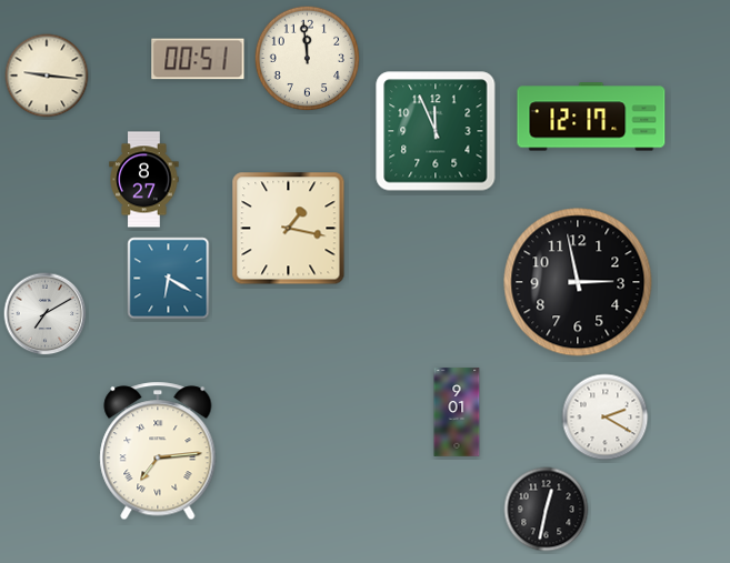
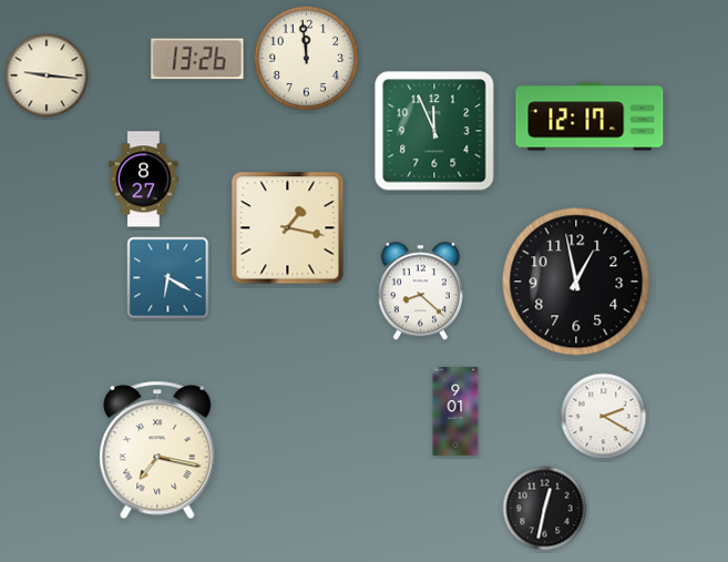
clock at (198, 59): 00:51 -> 13:26
clock at (578, 282): 2:58 -> 12:58
clock at (420, 292): none -> 8:22
clock at (46, 314): 7:10 -> none
clock at (158, 451): 7:14 -> 7:17
